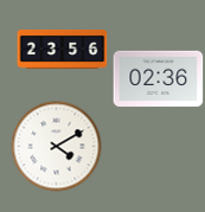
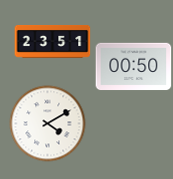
clock at (63, 50): 23:56 -> 23:51
clock at (159, 79): 02:36 -> 00:50
